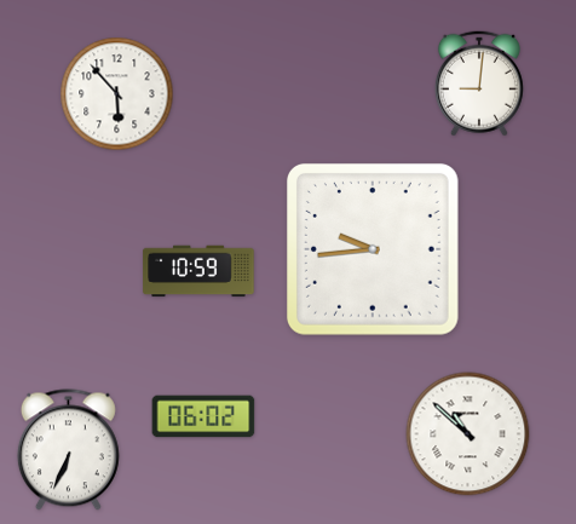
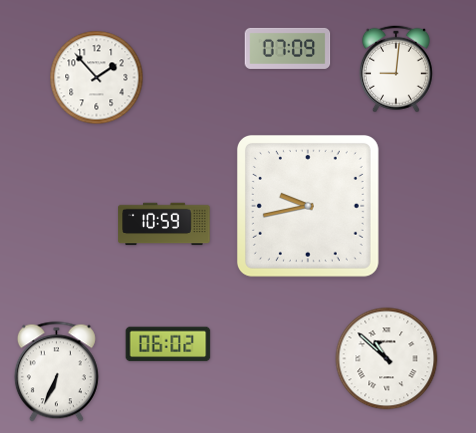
clock at (288, 48): none -> 07:09
clock at (117, 94): 5:53 -> 1:53
clock at (373, 249): 9:44 -> 9:43
